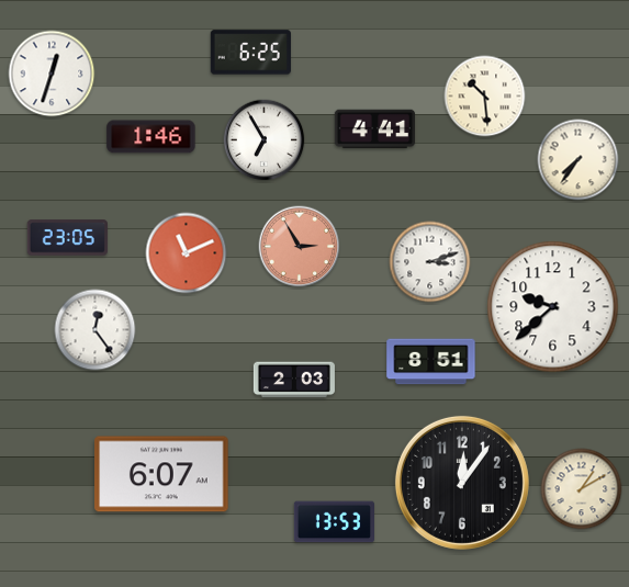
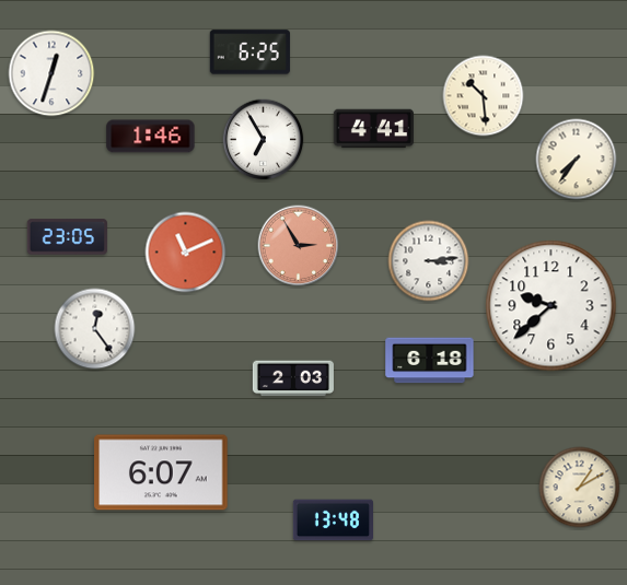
clock at (430, 262): 3:12 -> 3:14
clock at (431, 362): 8:51 -> 6:18
clock at (462, 483): 12:06 -> none
clock at (334, 522): 13:53 -> 13:48
